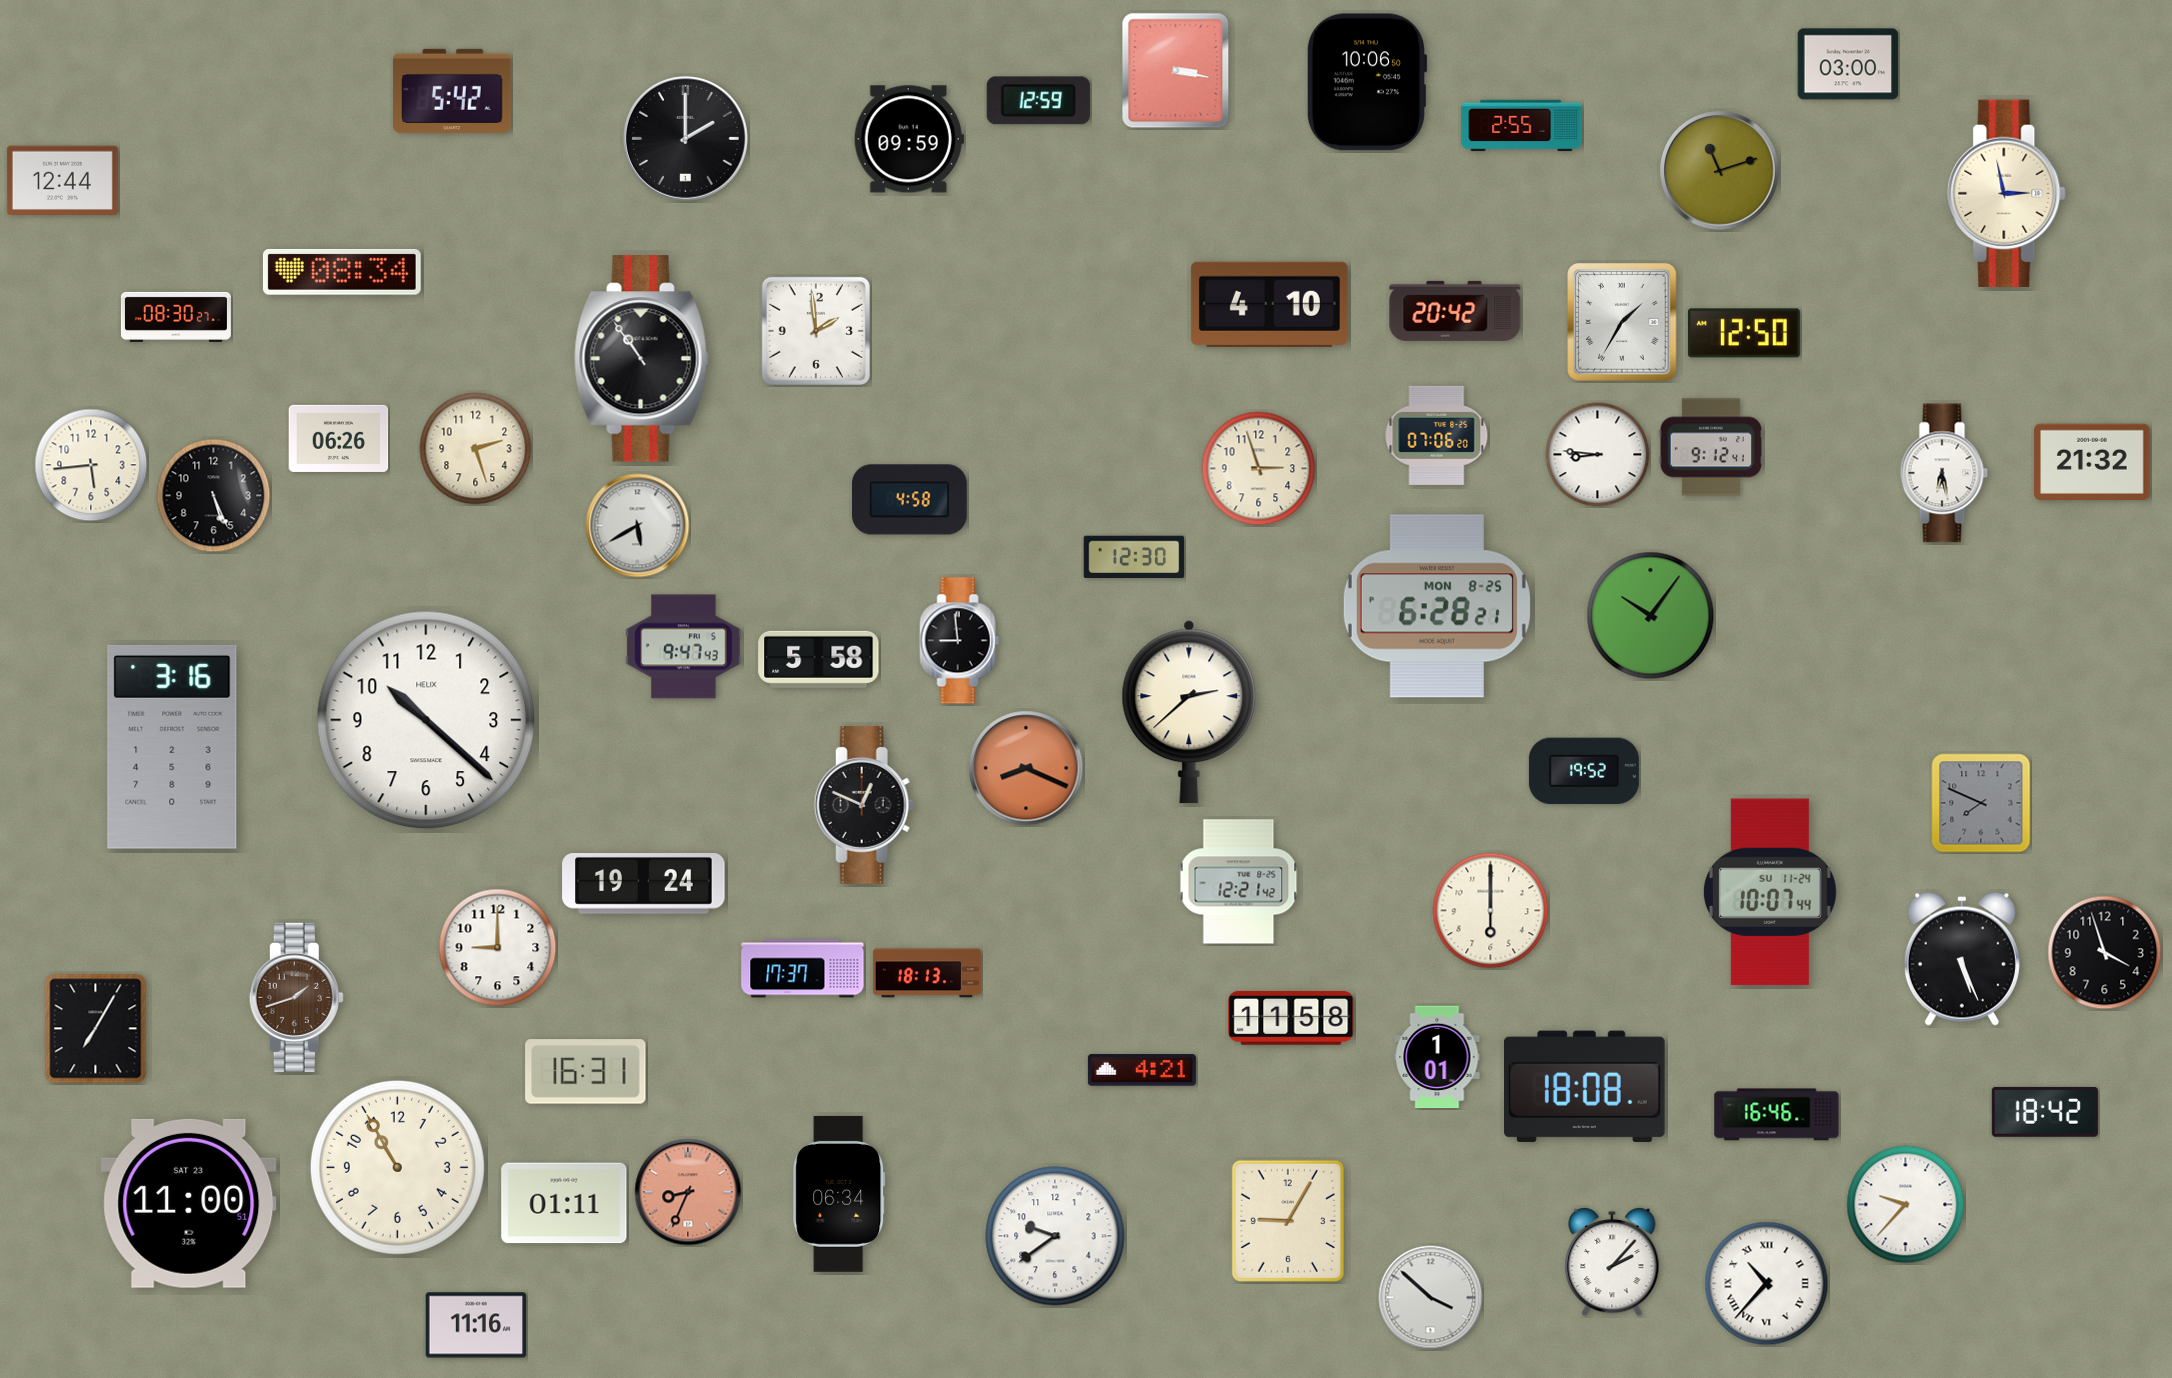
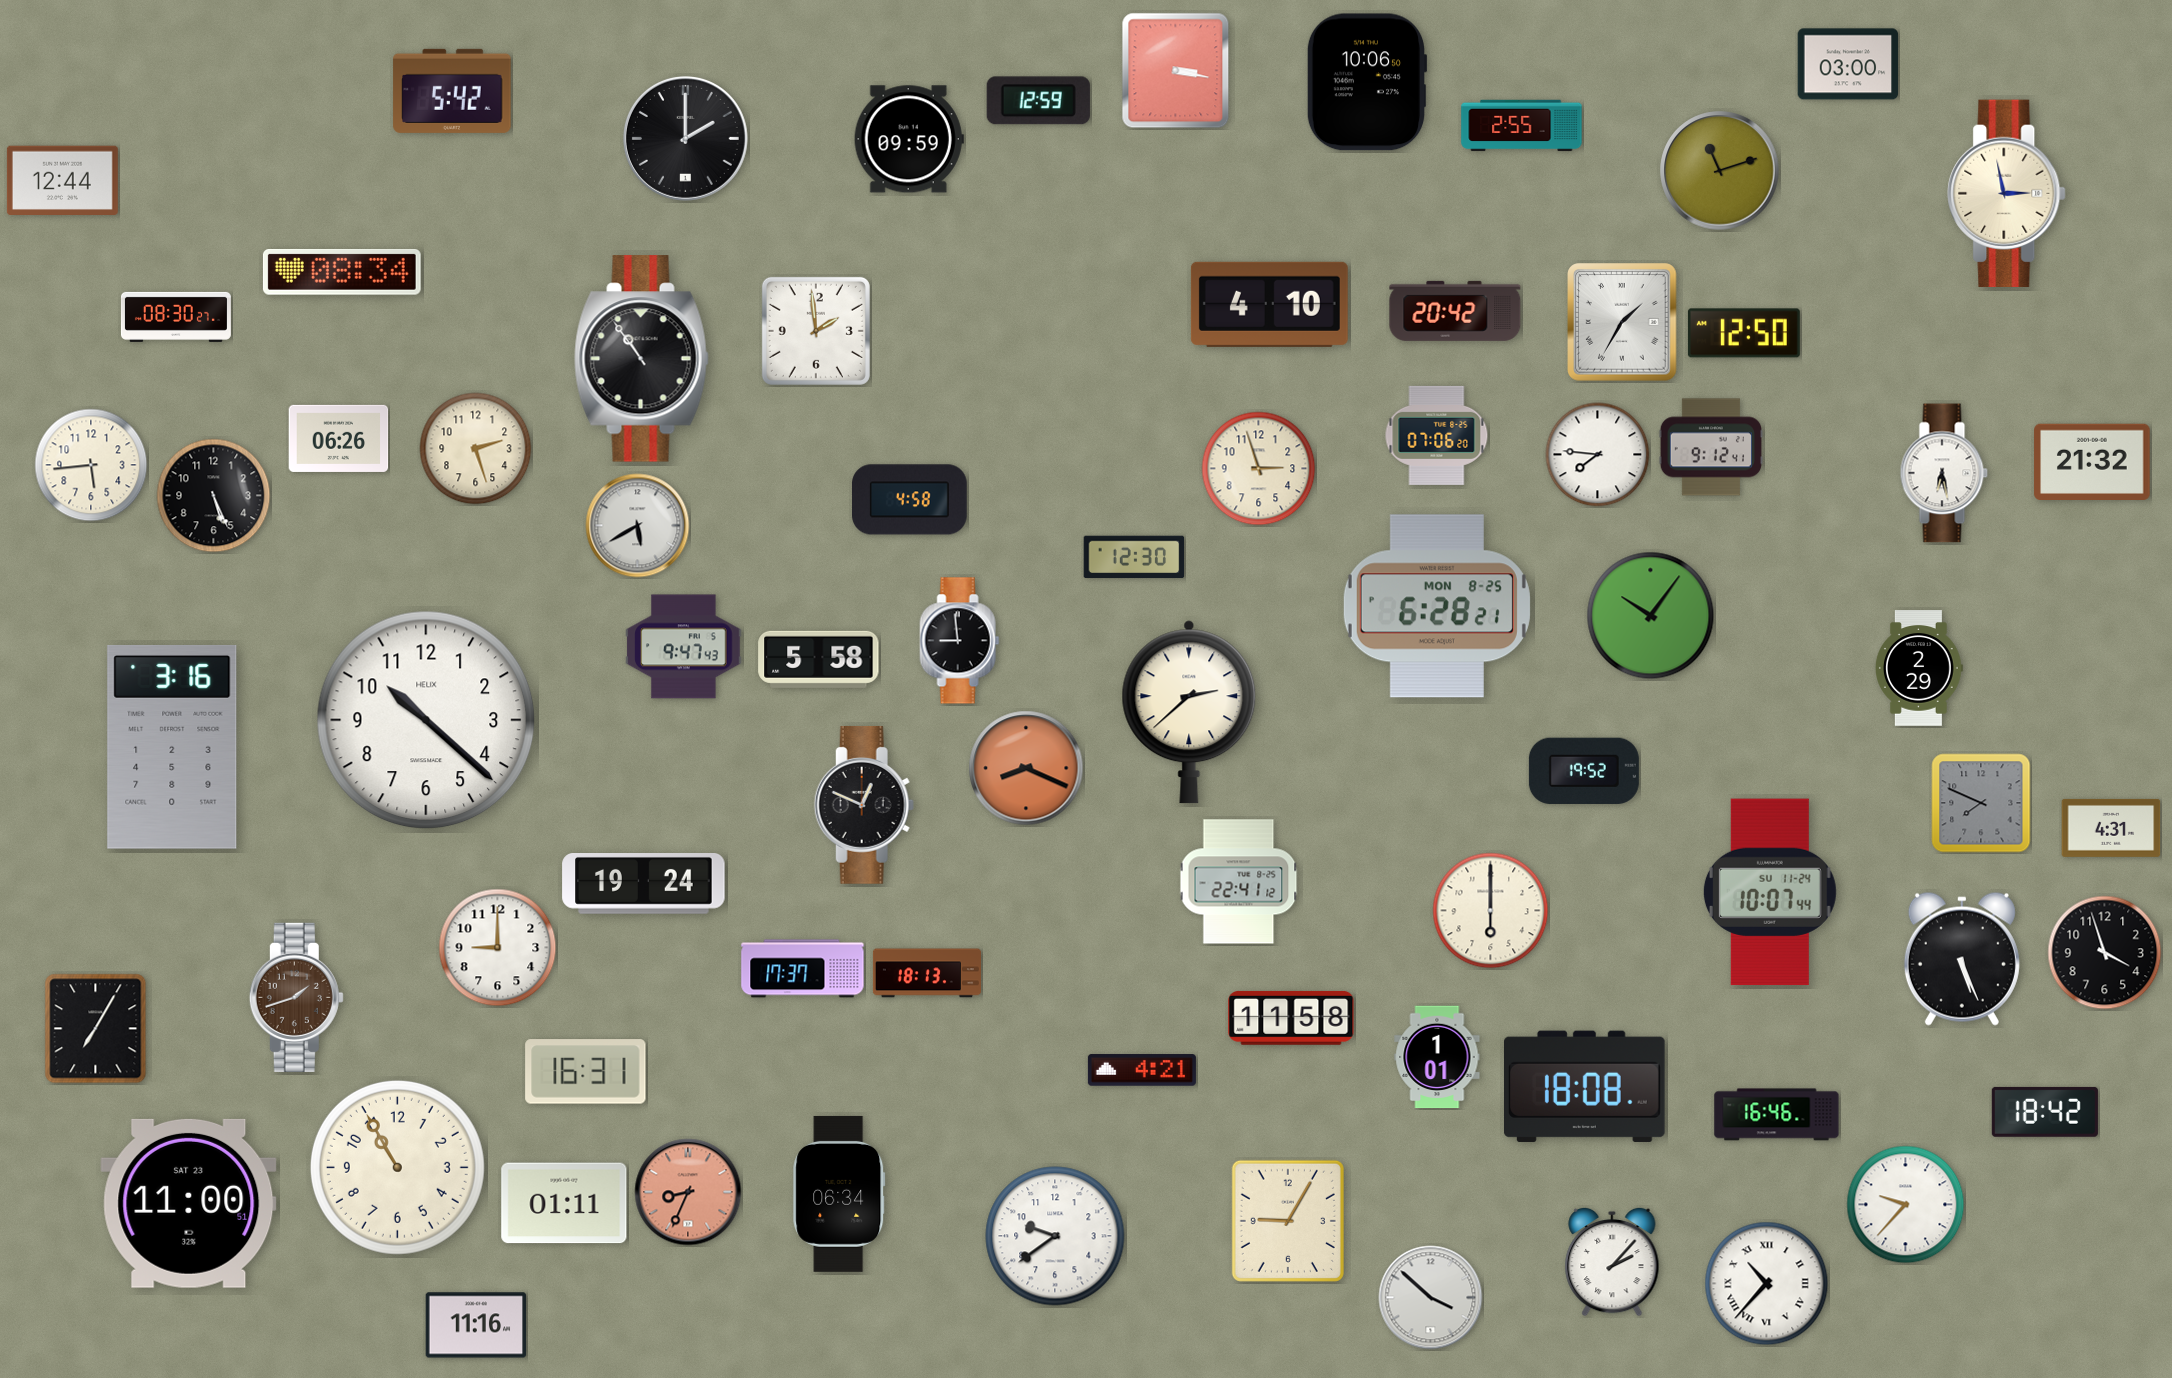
clock at (1598, 455): 8:46 -> 7:46
clock at (1920, 668): none -> 2:29
clock at (2111, 828): none -> 4:31
clock at (1239, 882): 12:21 -> 22:41
